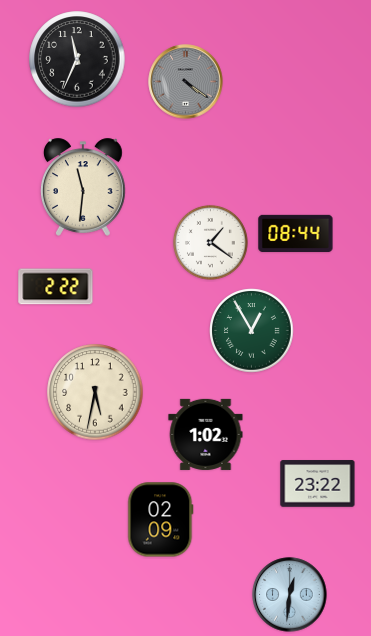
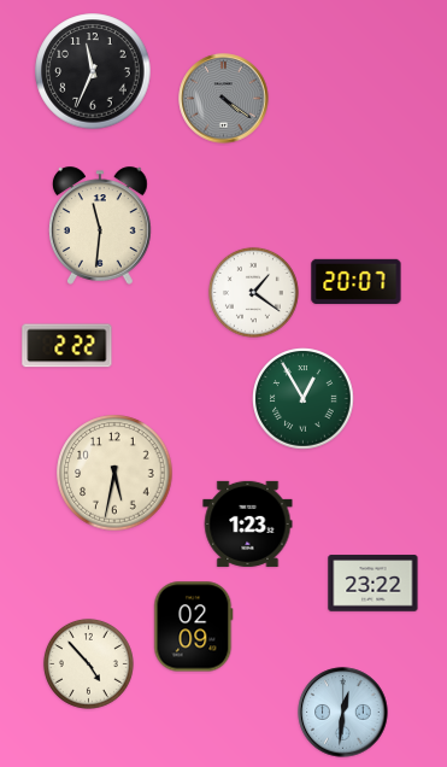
clock at (296, 233): 08:44 -> 20:07
clock at (206, 434): 1:02 -> 1:23
clock at (318, 484) position: (318, 484) -> (374, 584)
clock at (88, 663): none -> 4:53
clock at (290, 595) position: (290, 595) -> (343, 713)
